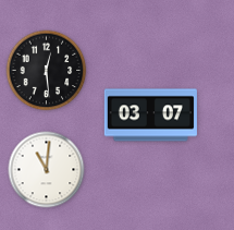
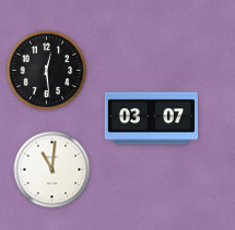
clock at (150, 116) position: (150, 116) -> (151, 119)
clock at (47, 170) position: (47, 170) -> (52, 170)
